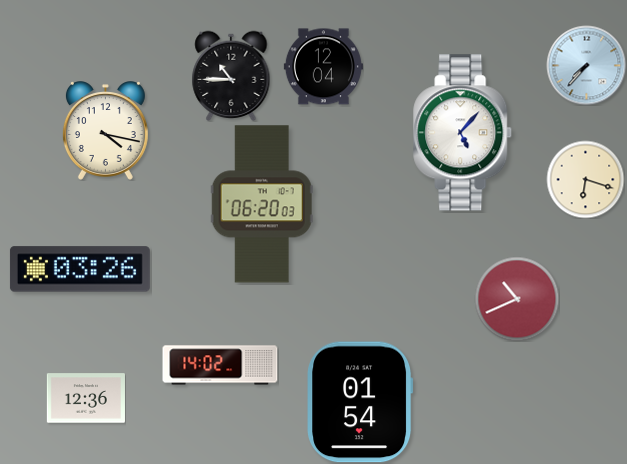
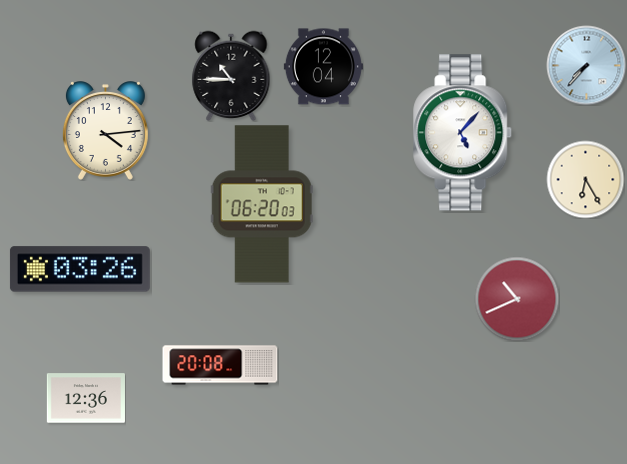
clock at (105, 131): 4:17 -> 4:14
clock at (585, 179): 6:18 -> 6:25
clock at (220, 365): 14:02 -> 20:08
clock at (360, 402): 01:54 -> none
